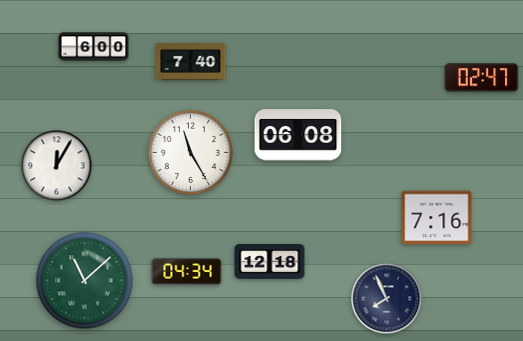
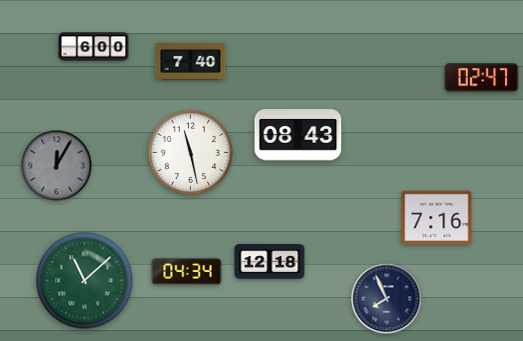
clock at (298, 135): 06:08 -> 08:43
clock at (190, 152): 11:25 -> 11:28
clock at (57, 166) dial: white -> grey
